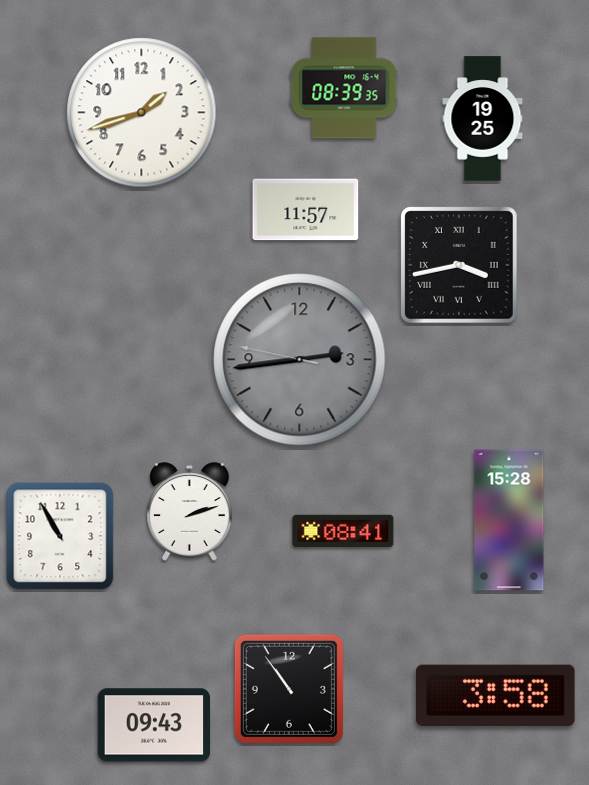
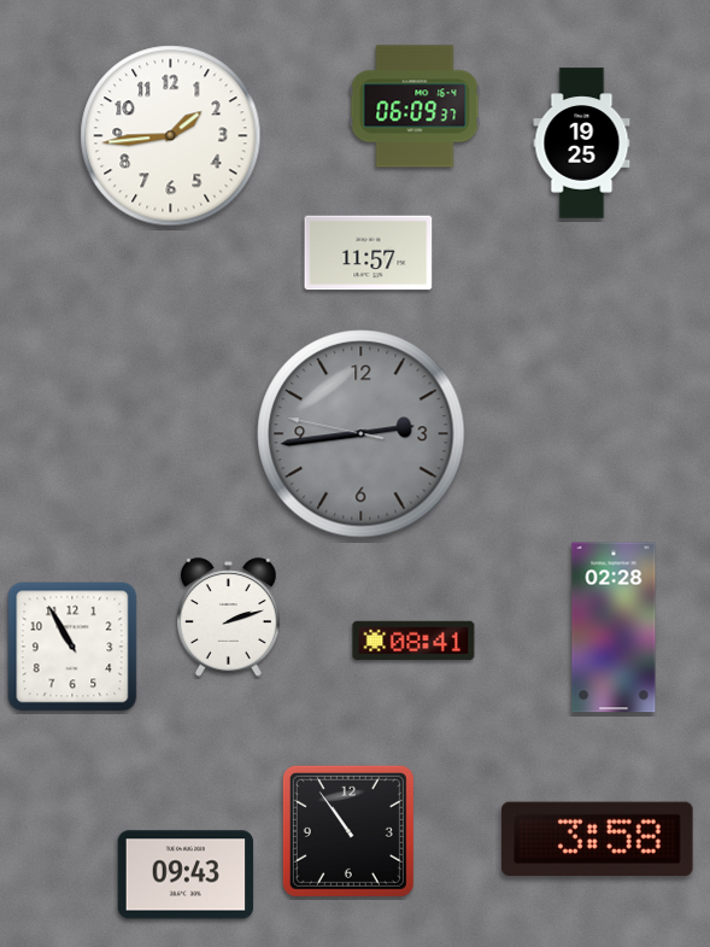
clock at (344, 88): 08:39 -> 06:09
clock at (142, 113): 1:42 -> 1:44
clock at (460, 266): 3:43 -> none
clock at (509, 520): 15:28 -> 02:28
